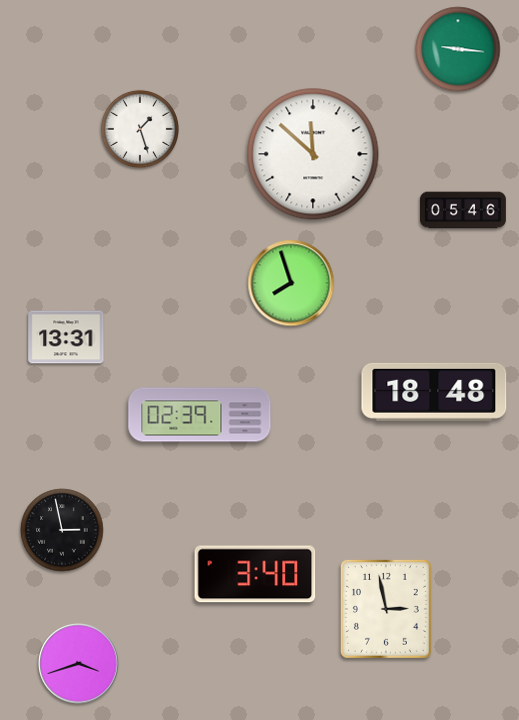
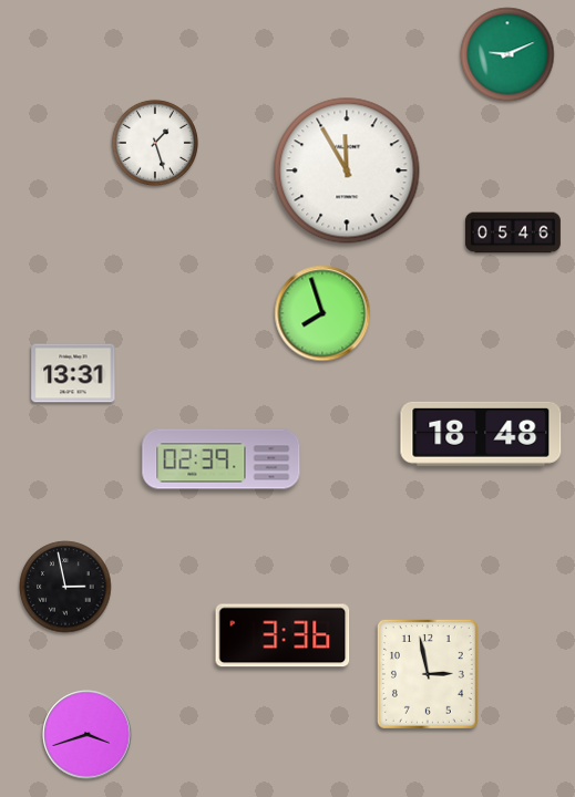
clock at (458, 49): 9:16 -> 9:11
clock at (313, 154): 11:52 -> 11:55
clock at (62, 530) position: (62, 530) -> (65, 587)
clock at (255, 574): 3:40 -> 3:36
